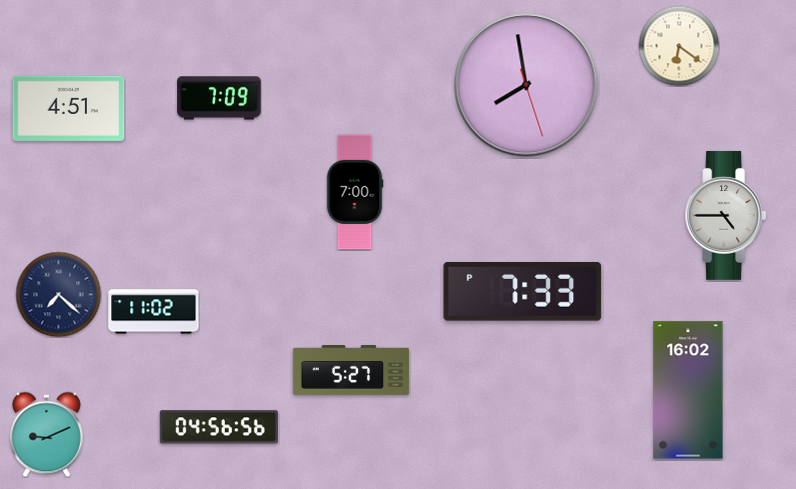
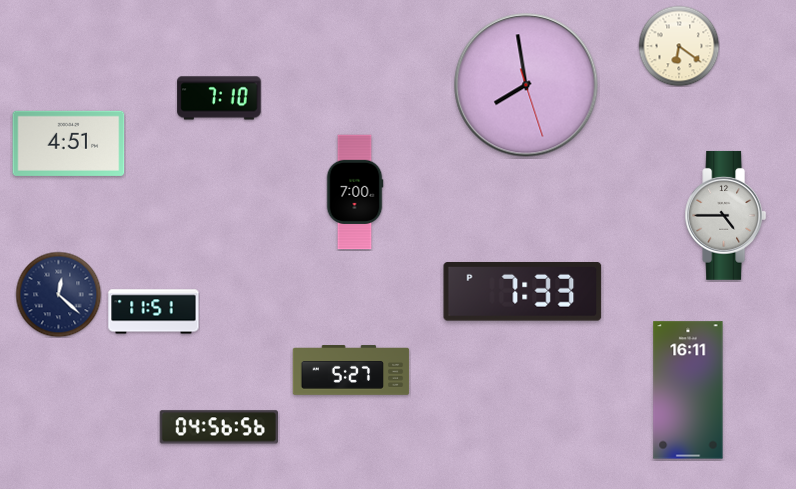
clock at (219, 98): 7:09 -> 7:10
clock at (69, 108) position: (69, 108) -> (69, 143)
clock at (58, 294): 7:22 -> 12:22
clock at (154, 312): 11:02 -> 11:51
clock at (688, 390): 16:02 -> 16:11
clock at (46, 434): 9:11 -> none
